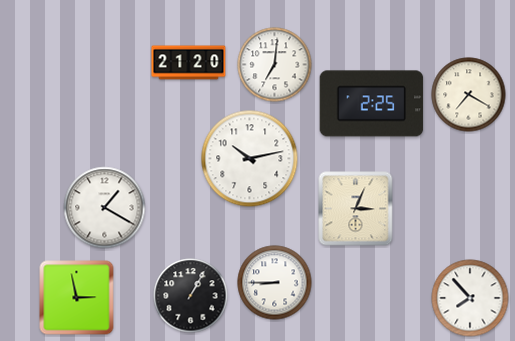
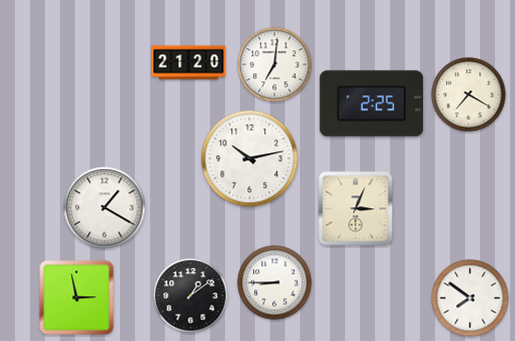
clock at (191, 296): 1:05 -> 1:09
clock at (470, 298): 7:53 -> 7:51
